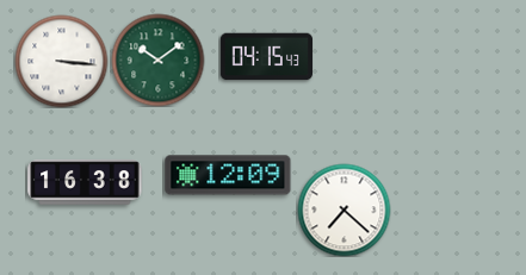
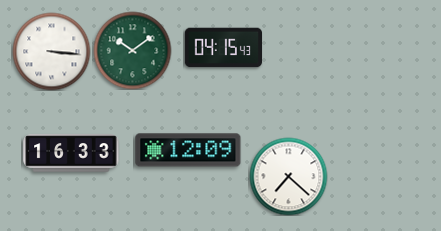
clock at (228, 175) position: (228, 175) -> (188, 150)
clock at (85, 182): 16:38 -> 16:33
